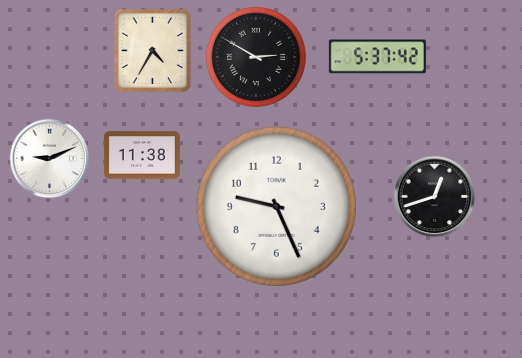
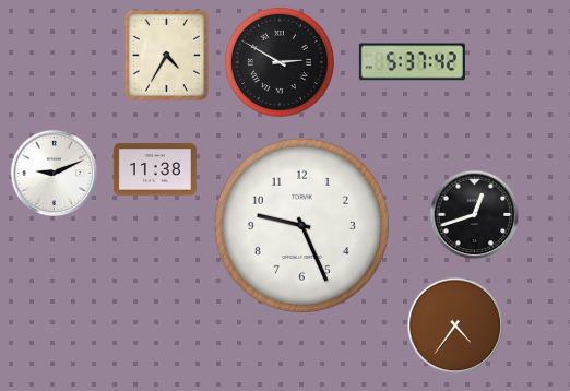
clock at (455, 325): none -> 4:36
